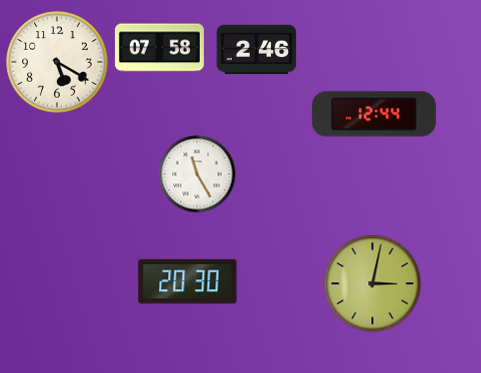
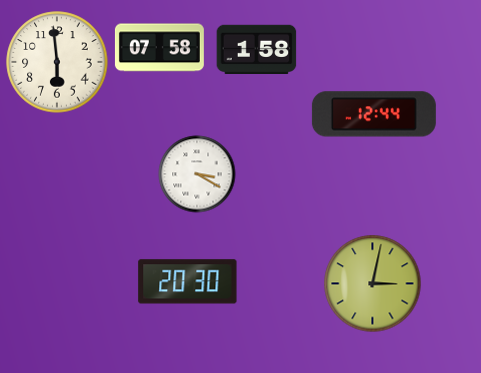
clock at (257, 49): 2:46 -> 1:58
clock at (57, 62): 5:20 -> 5:59
clock at (197, 174): 11:25 -> 3:20
